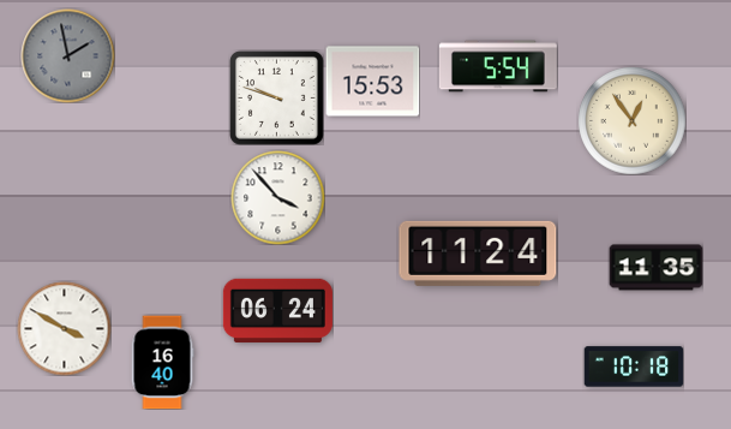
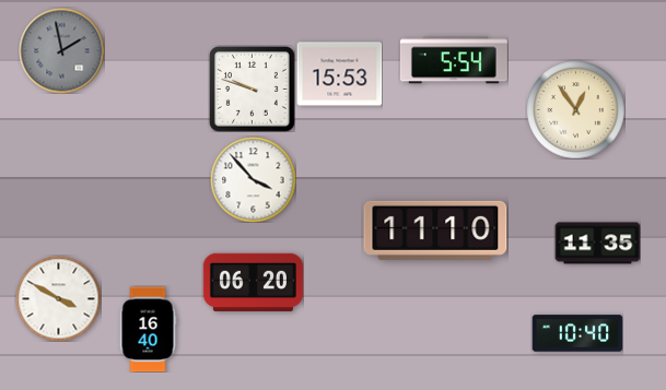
clock at (478, 254): 11:24 -> 11:10
clock at (277, 310): 06:24 -> 06:20
clock at (634, 367): 10:18 -> 10:40
